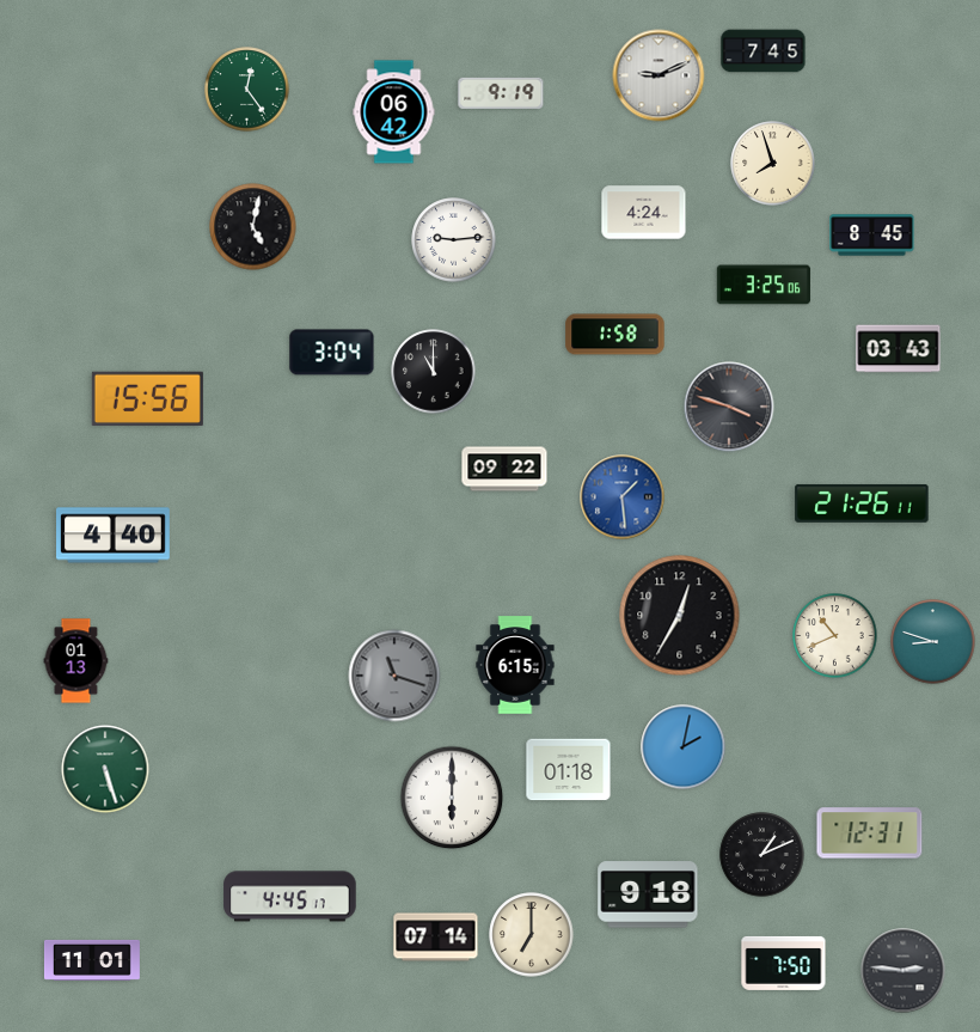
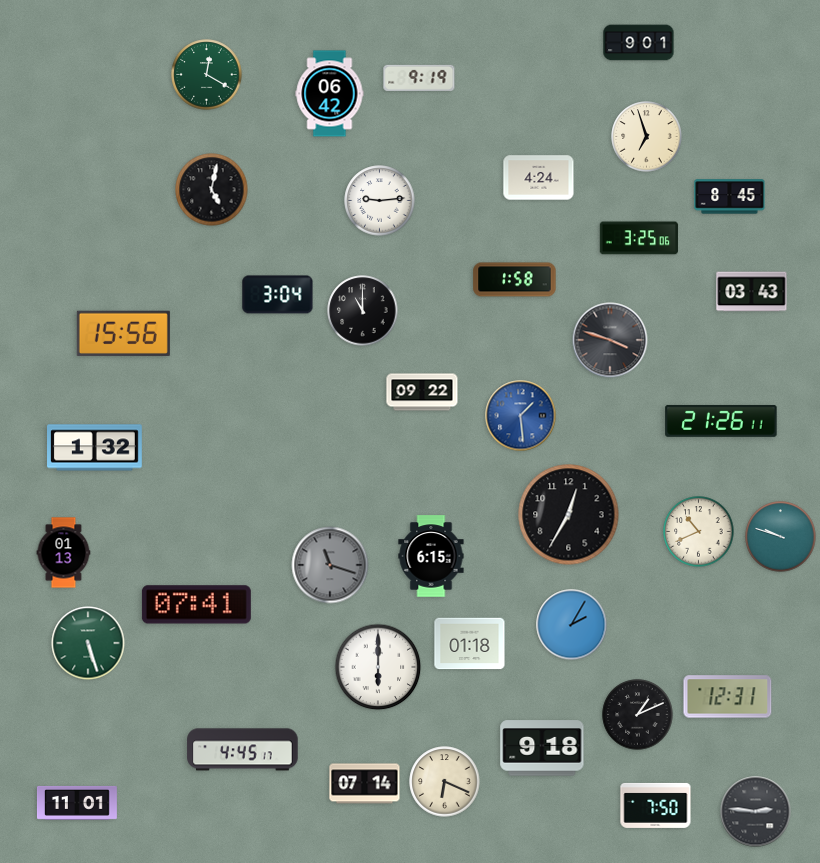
clock at (764, 51): 7:45 -> 9:01
clock at (659, 75): 9:11 -> none
clock at (247, 90): 12:24 -> 12:20
clock at (773, 164): 7:57 -> 6:57
clock at (114, 536): 4:40 -> 1:32
clock at (933, 642): 8:48 -> 9:48
clock at (196, 605): none -> 07:41
clock at (684, 747): 2:02 -> 2:05
clock at (569, 770) position: (569, 770) -> (470, 644)
clock at (532, 935): 7:00 -> 6:19
